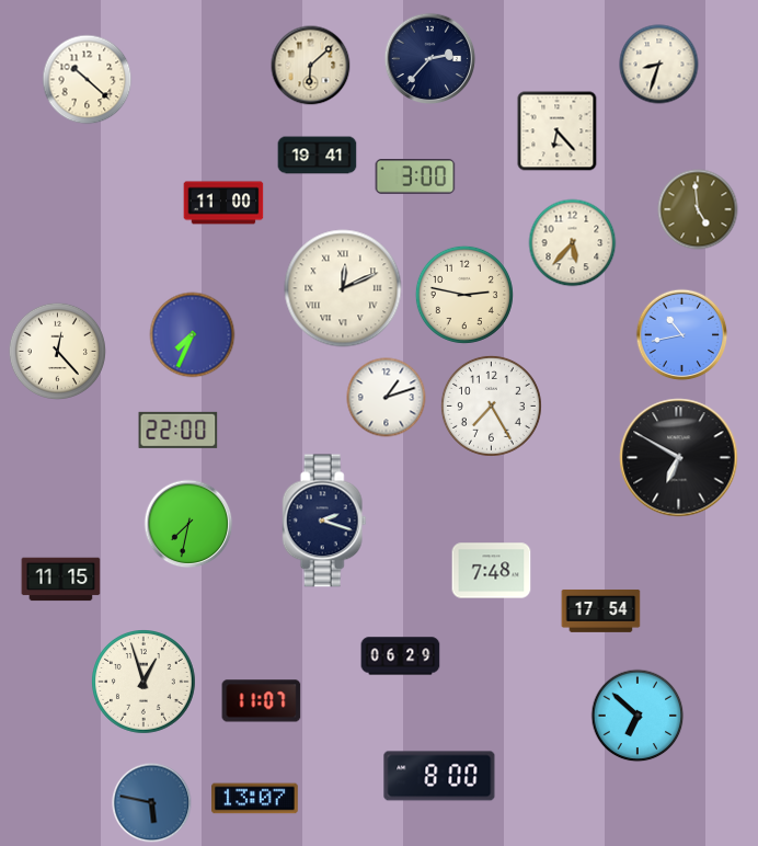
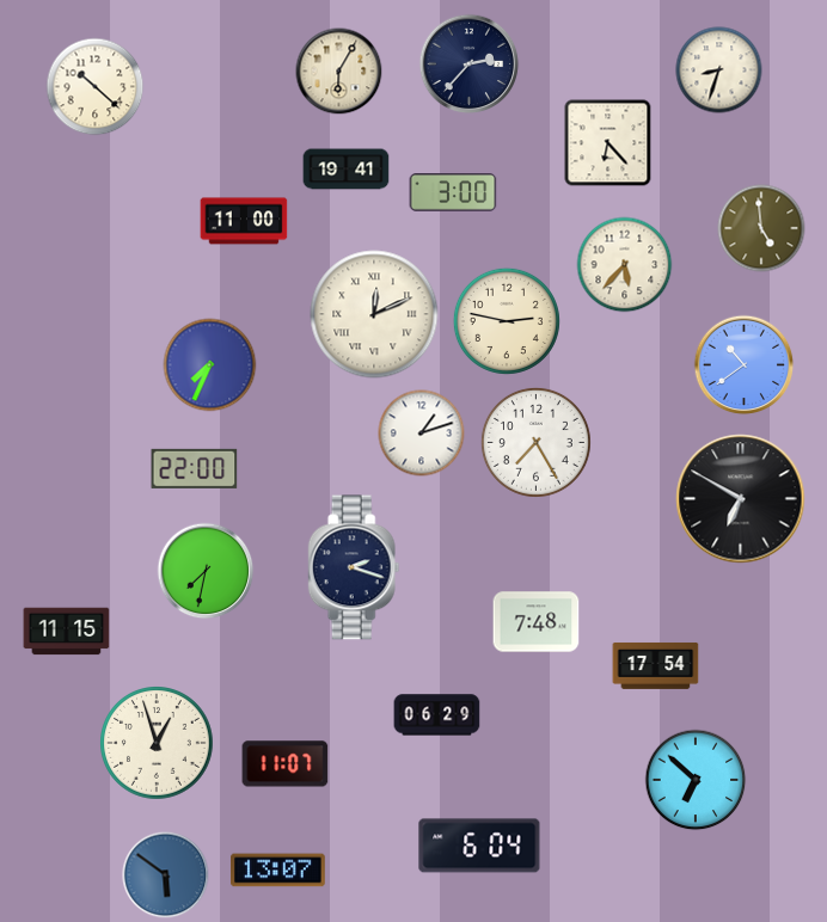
clock at (311, 66): 6:08 -> 6:05
clock at (682, 335): 10:43 -> 10:39
clock at (57, 351): 12:23 -> none
clock at (439, 776): 8:00 -> 6:04
clock at (152, 803): 5:47 -> 5:51
